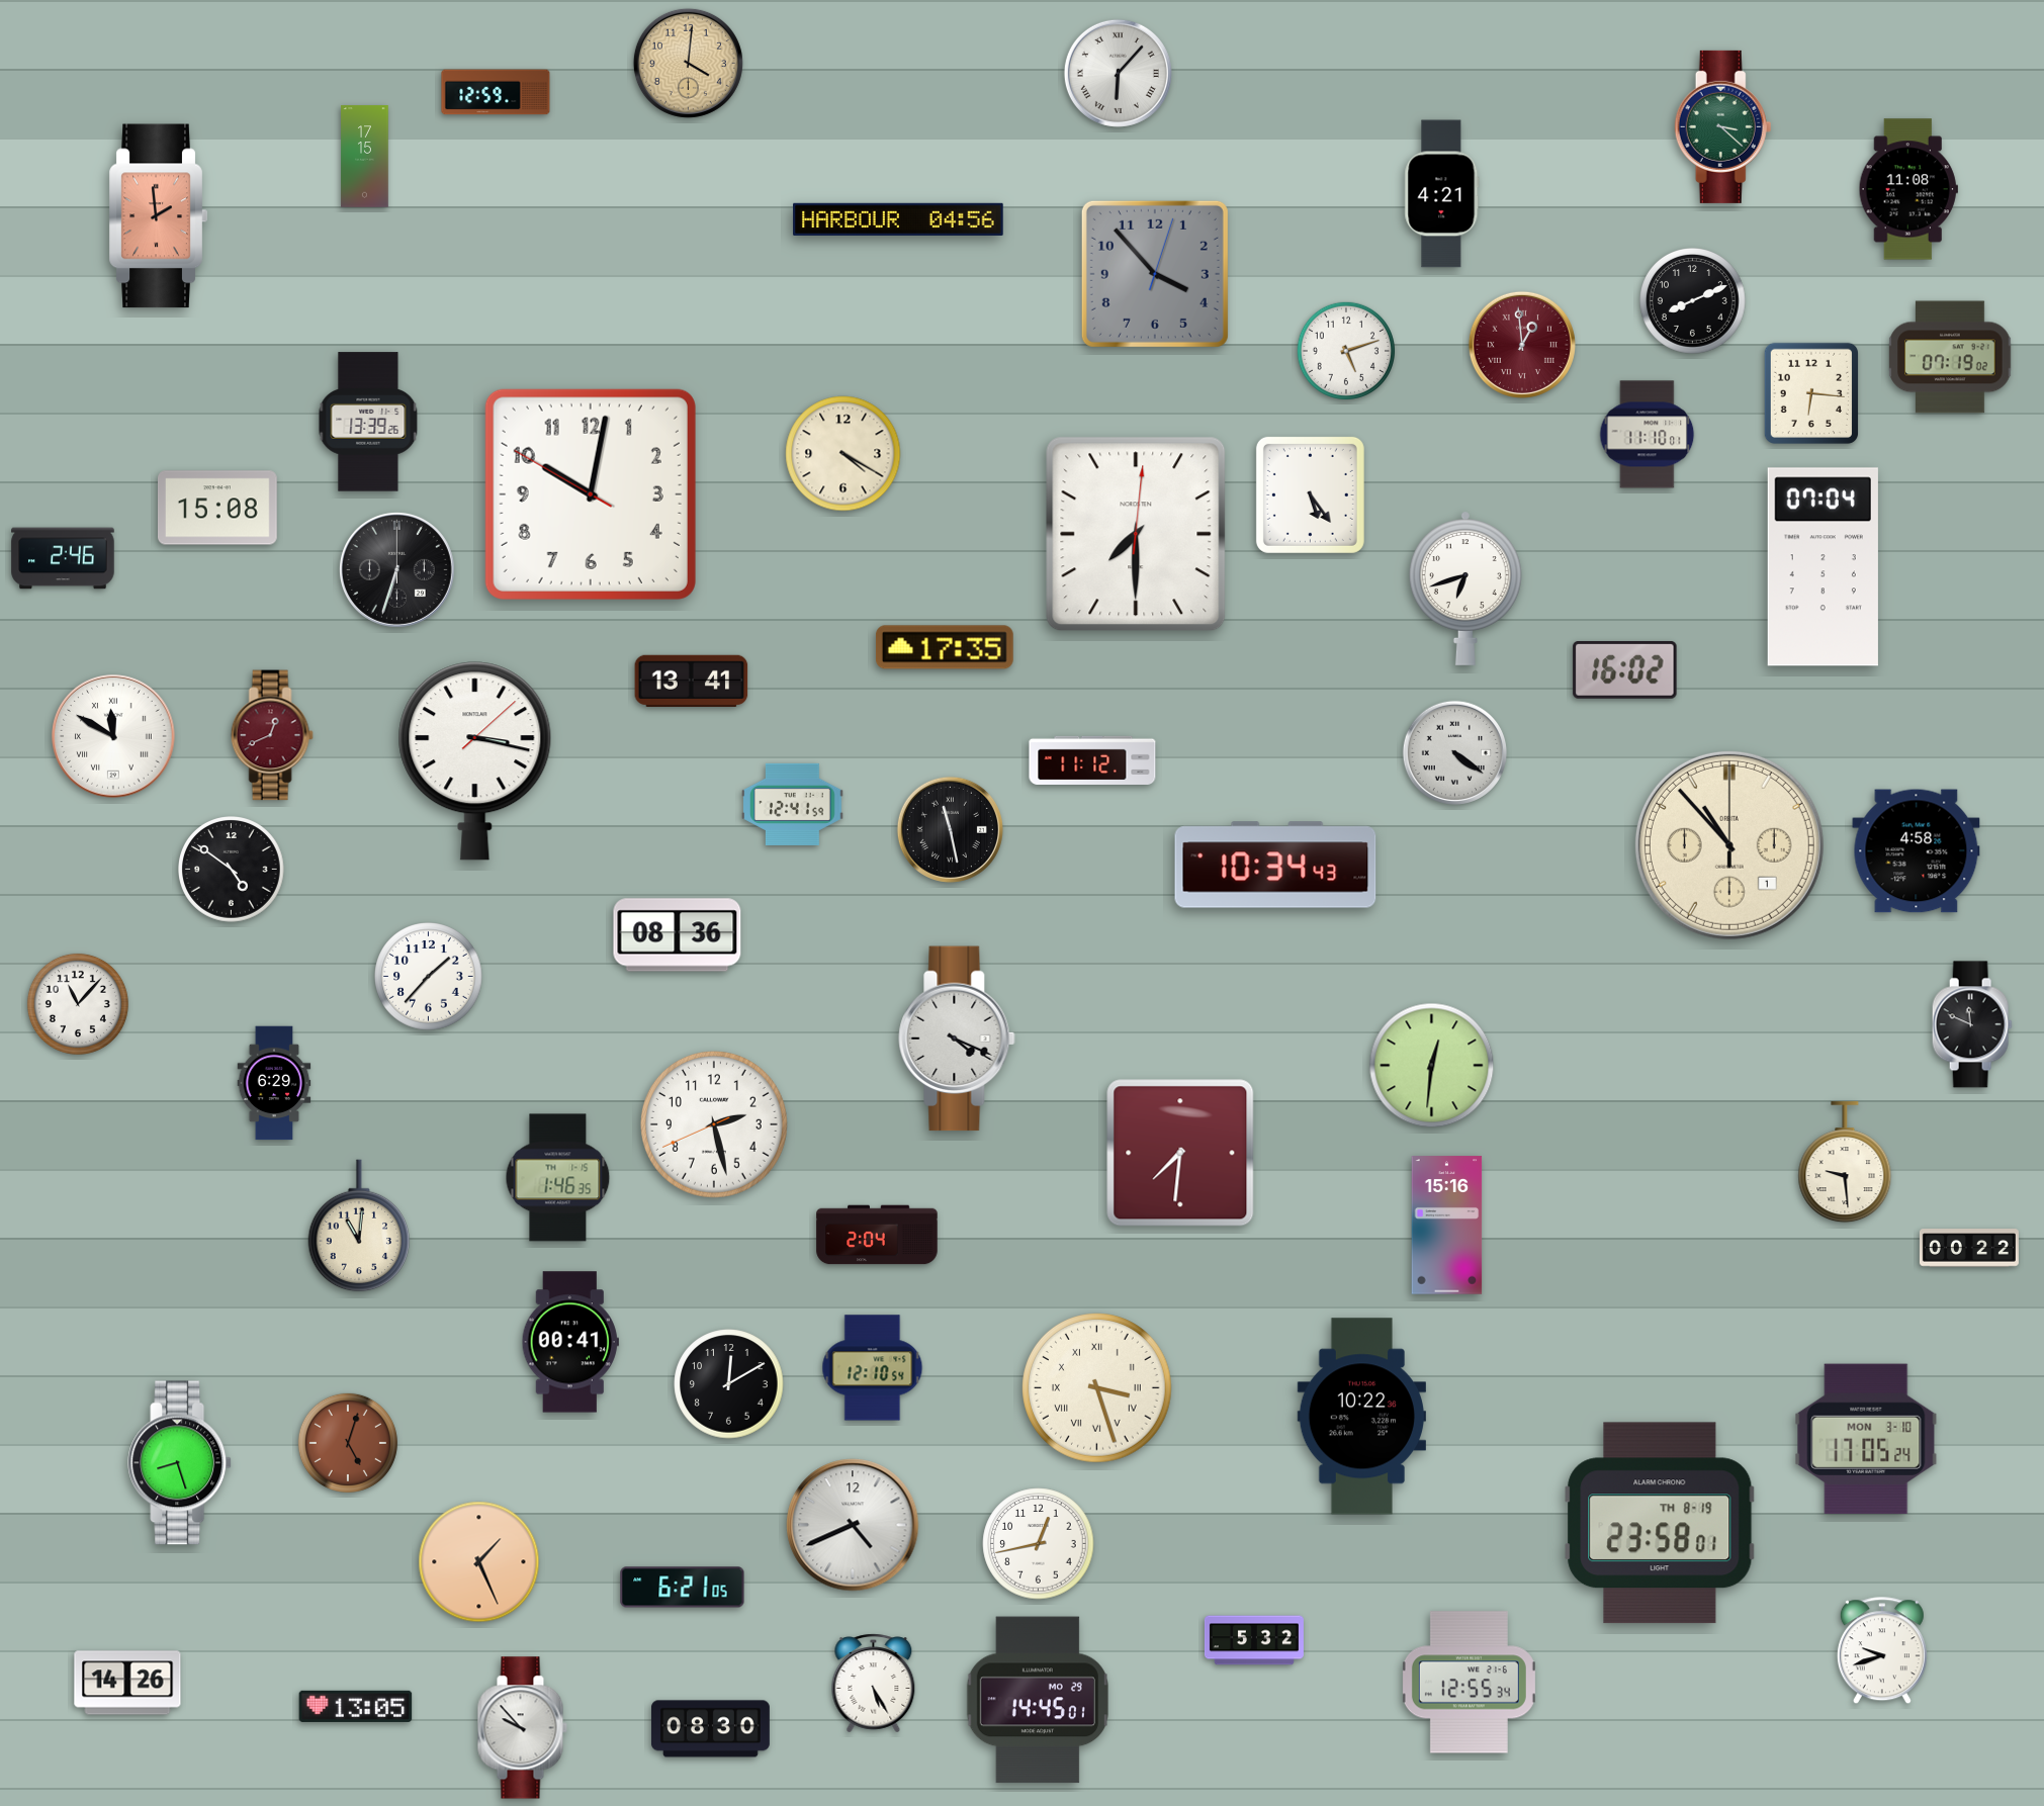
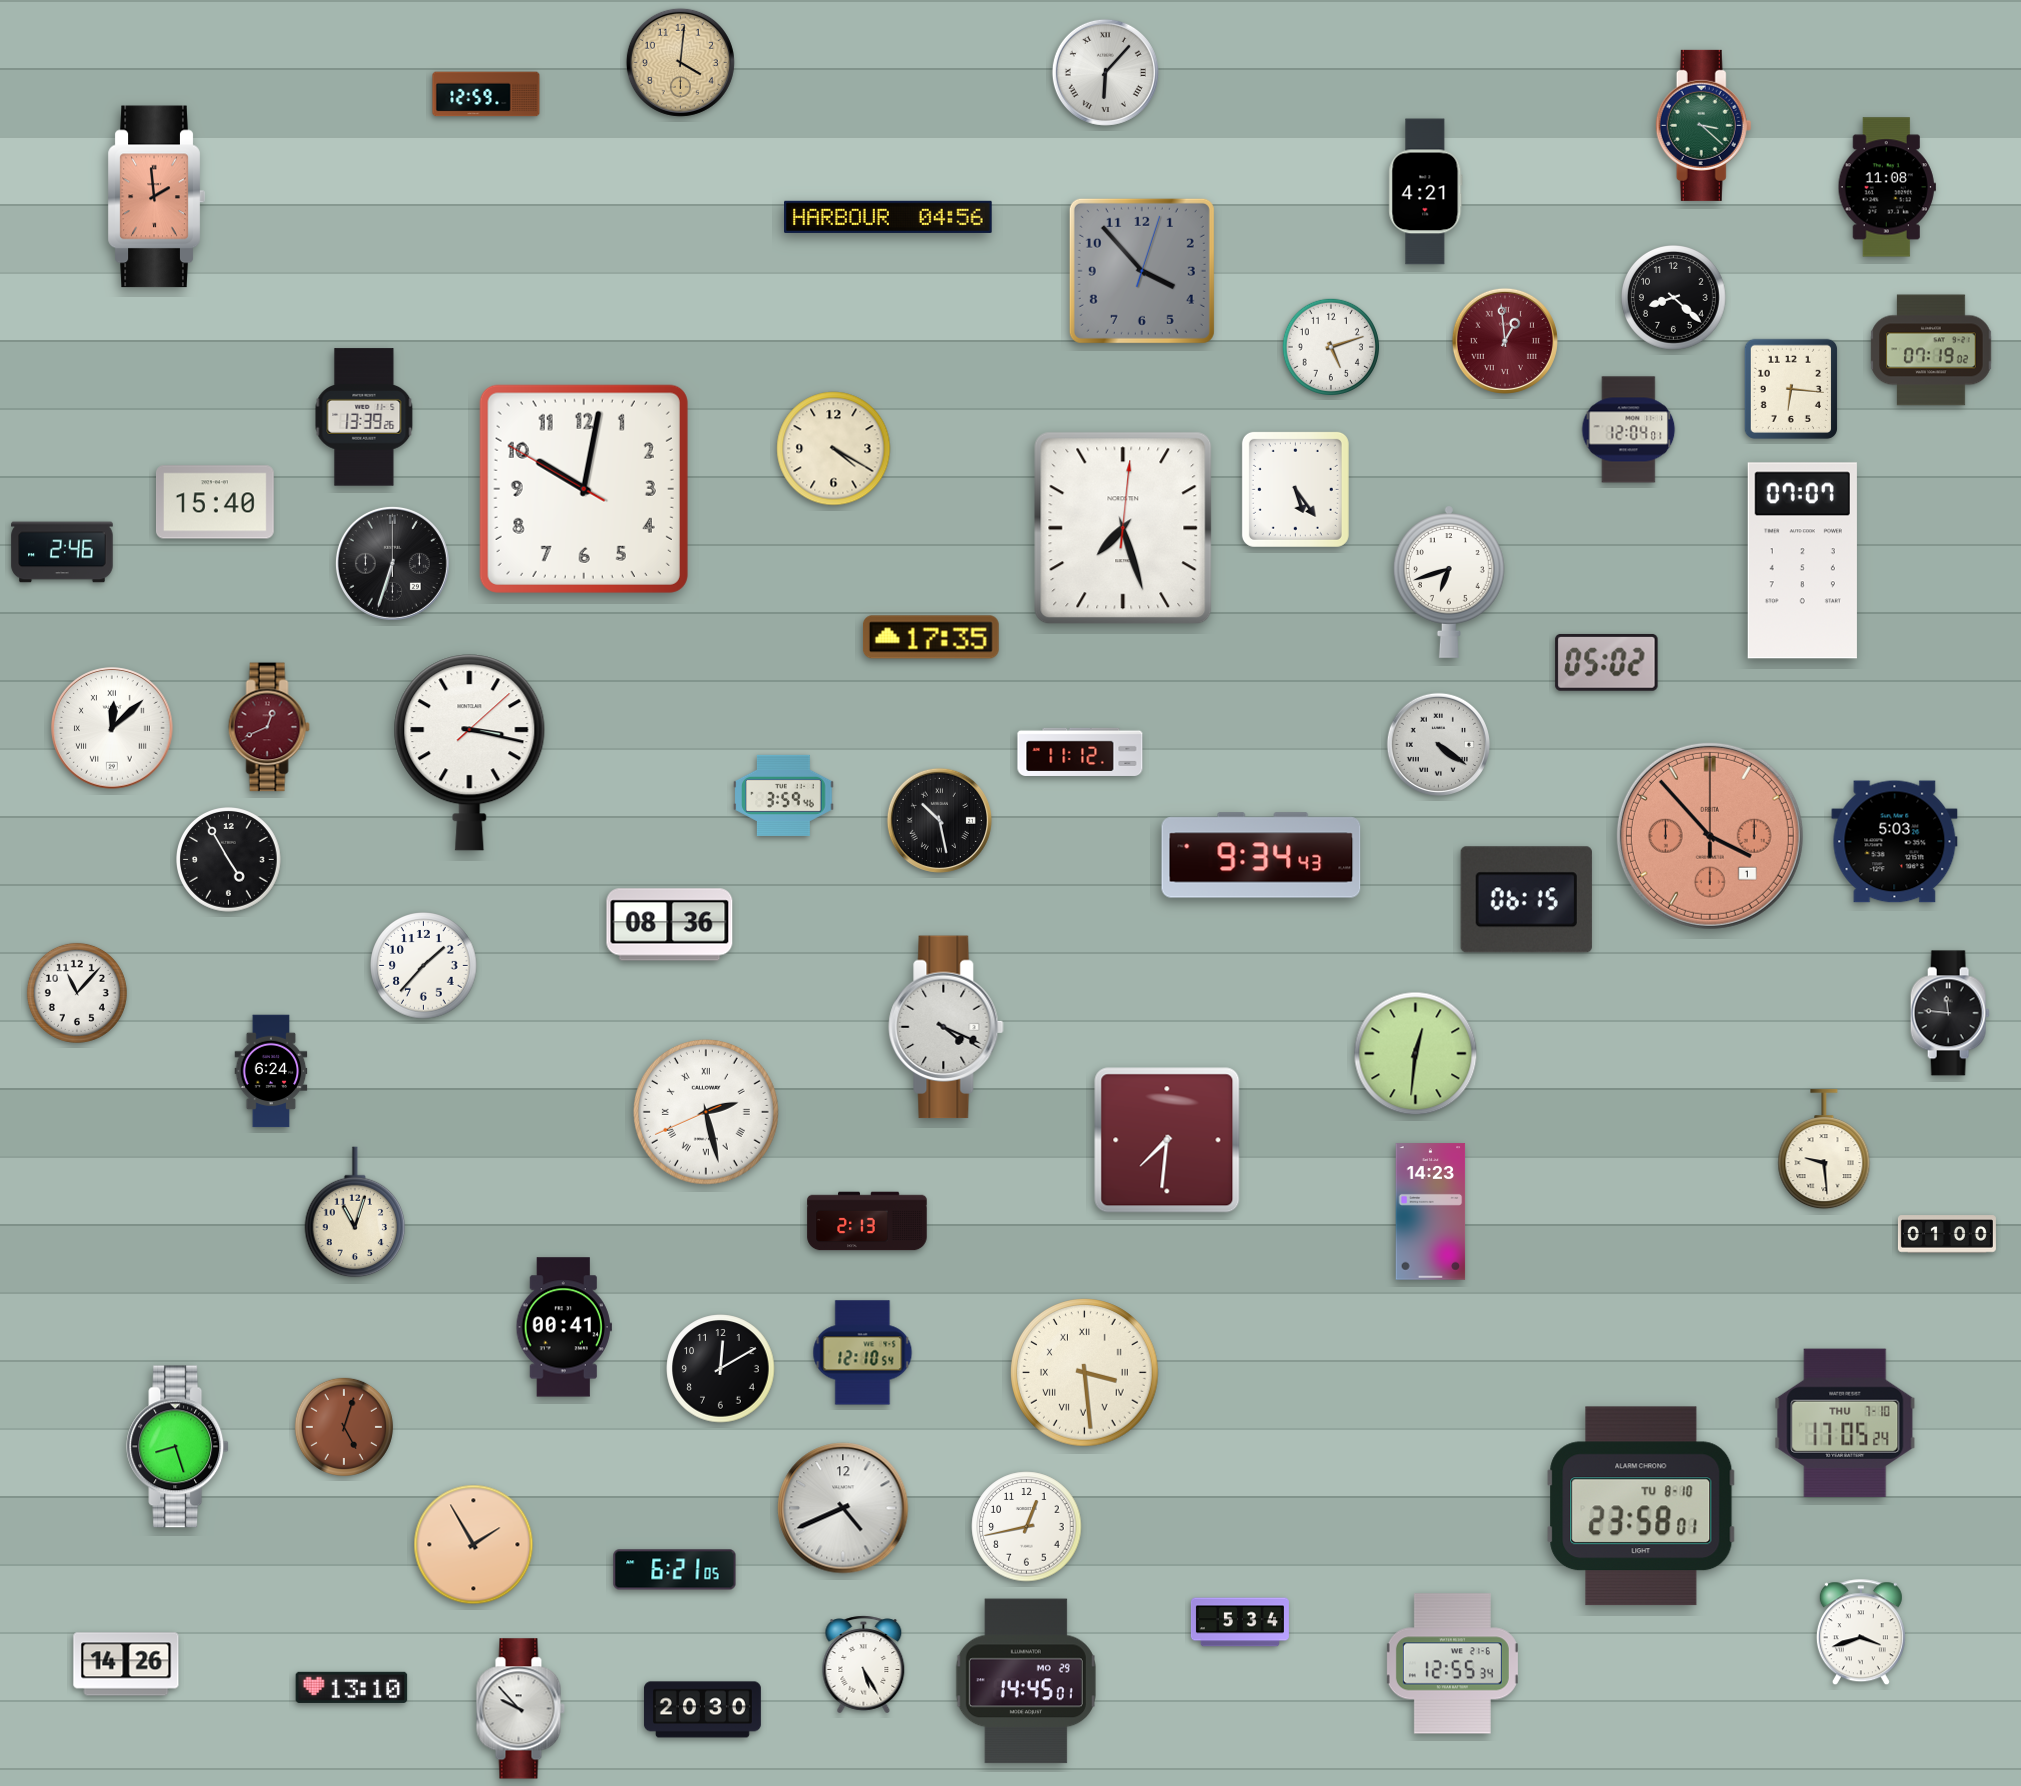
clock at (496, 92) position: (496, 92) -> (486, 94)
clock at (365, 157): 17:15 -> none
clock at (158, 216) position: (158, 216) -> (156, 197)
clock at (1693, 301): 8:11 -> 8:22
clock at (1950, 357) position: (1950, 357) -> (1931, 350)
clock at (1648, 435): 11:10 -> 12:04
clock at (218, 508): 15:08 -> 15:40
clock at (1136, 534): 7:30 -> 7:27
clock at (1823, 567): 07:04 -> 07:07
clock at (945, 647) position: (945, 647) -> (931, 637)
clock at (1625, 670): 16:02 -> 05:02
clock at (692, 681): 13:41 -> none
clock at (113, 736): 11:50 -> 12:08
clock at (793, 804): 12:41 -> 3:59
clock at (950, 829): 11:28 -> 10:28
clock at (1729, 845): 10:53 -> 3:53
clock at (1729, 845) dial: cream -> salmon
clock at (1917, 851): 4:58 -> 5:03
clock at (1275, 865): 10:34 -> 9:34
clock at (232, 870): 4:51 -> 4:55
clock at (1526, 900): none -> 06:15
clock at (1972, 1024): 11:49 -> 11:46
clock at (274, 1083): 6:29 -> 6:24
clock at (714, 1124) numerals: Arabic -> Roman
clock at (558, 1178): 1:46 -> none
clock at (359, 1226): 11:01 -> 11:03
clock at (1447, 1226): 15:16 -> 14:23
clock at (877, 1235): 2:04 -> 2:13
clock at (1969, 1248): 00:22 -> 01:00
clock at (1097, 1388): 3:27 -> 3:29
clock at (1361, 1417): 10:22 -> none
clock at (1866, 1439) date: MON 3-10 -> THU 7-10
clock at (1660, 1523) date: TH 8-19 -> TU 8-10
clock at (479, 1562): 1:26 -> 1:55
clock at (1254, 1640): 5:32 -> 5:34
clock at (1882, 1651): 9:42 -> 3:42
clock at (356, 1706): 13:05 -> 13:10
clock at (522, 1728) position: (522, 1728) -> (520, 1709)
clock at (710, 1729): 08:30 -> 20:30
